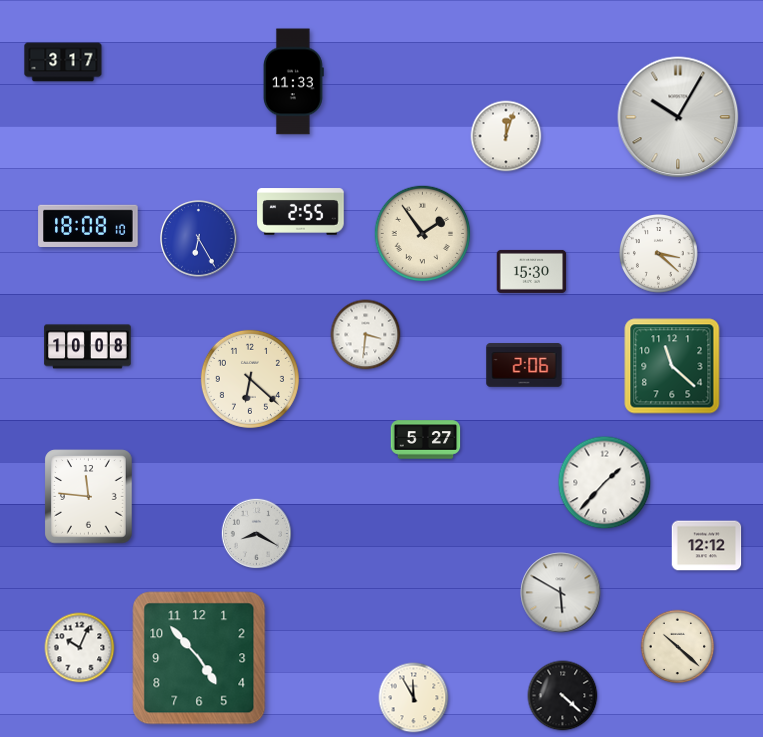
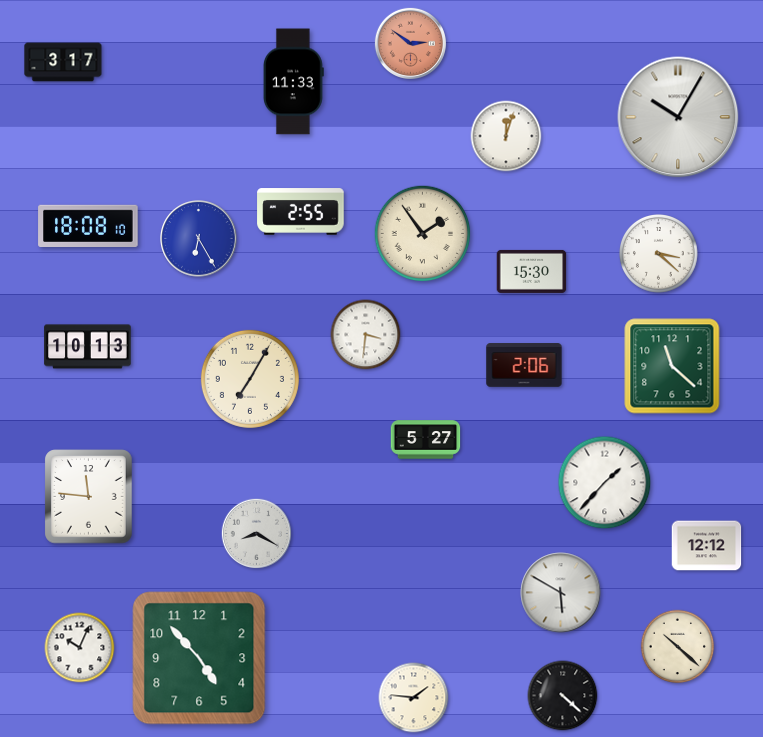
clock at (410, 43): none -> 2:51
clock at (88, 347): 10:08 -> 10:13
clock at (250, 379): 6:22 -> 7:05
clock at (414, 698): 11:55 -> 1:46
